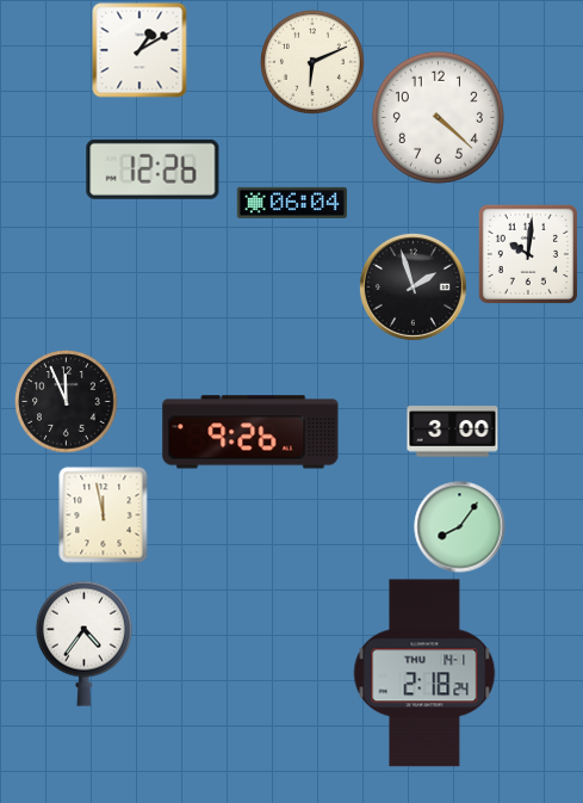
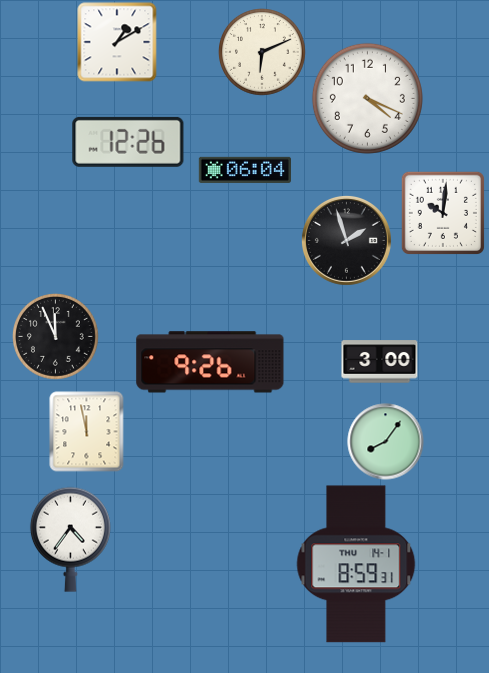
clock at (438, 117): 4:22 -> 4:19
clock at (424, 673): 2:18 -> 8:59
